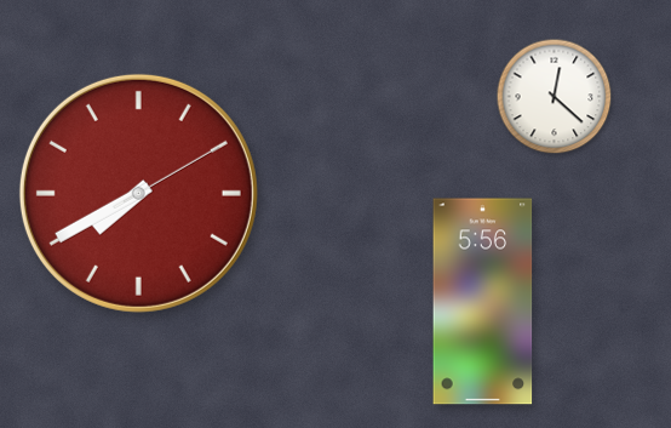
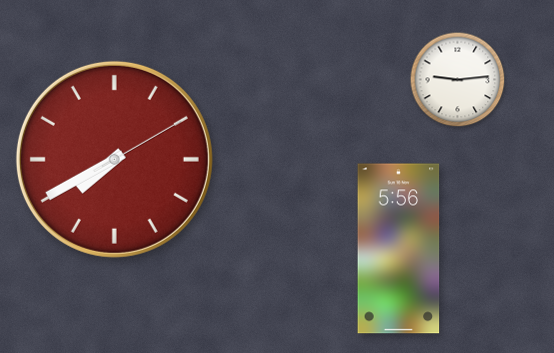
clock at (555, 97): 12:22 -> 9:14
